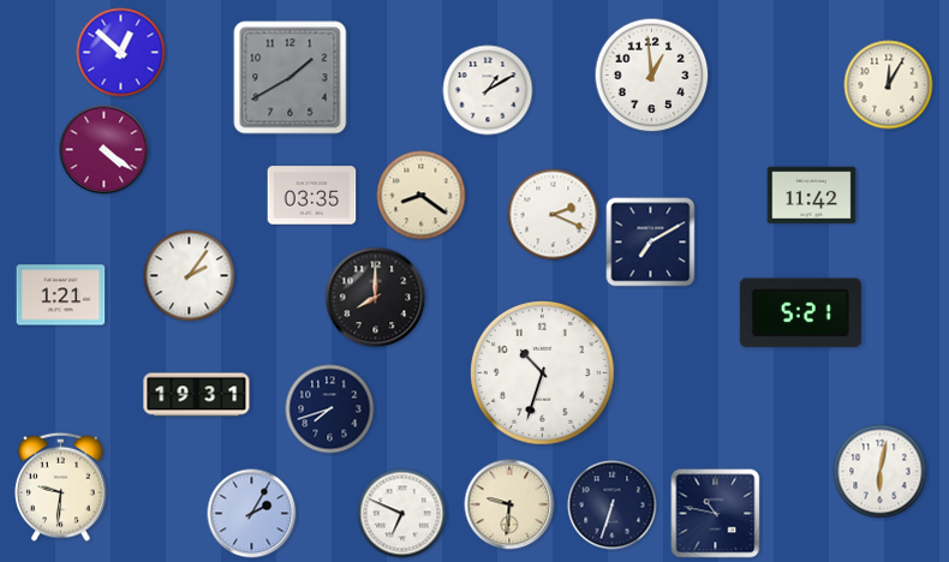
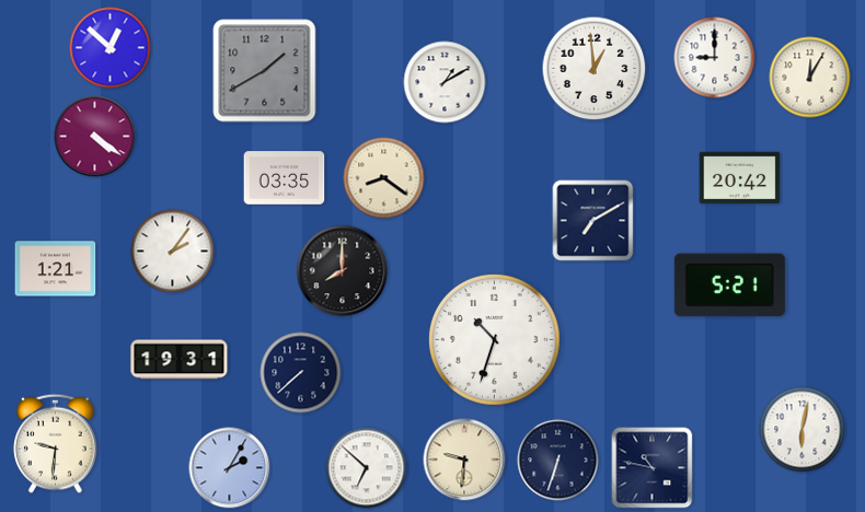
clock at (715, 58): none -> 9:00
clock at (812, 196): 11:42 -> 20:42
clock at (554, 215): 2:19 -> none
clock at (330, 409): 7:42 -> 7:38
clock at (402, 514): 6:49 -> 6:52
